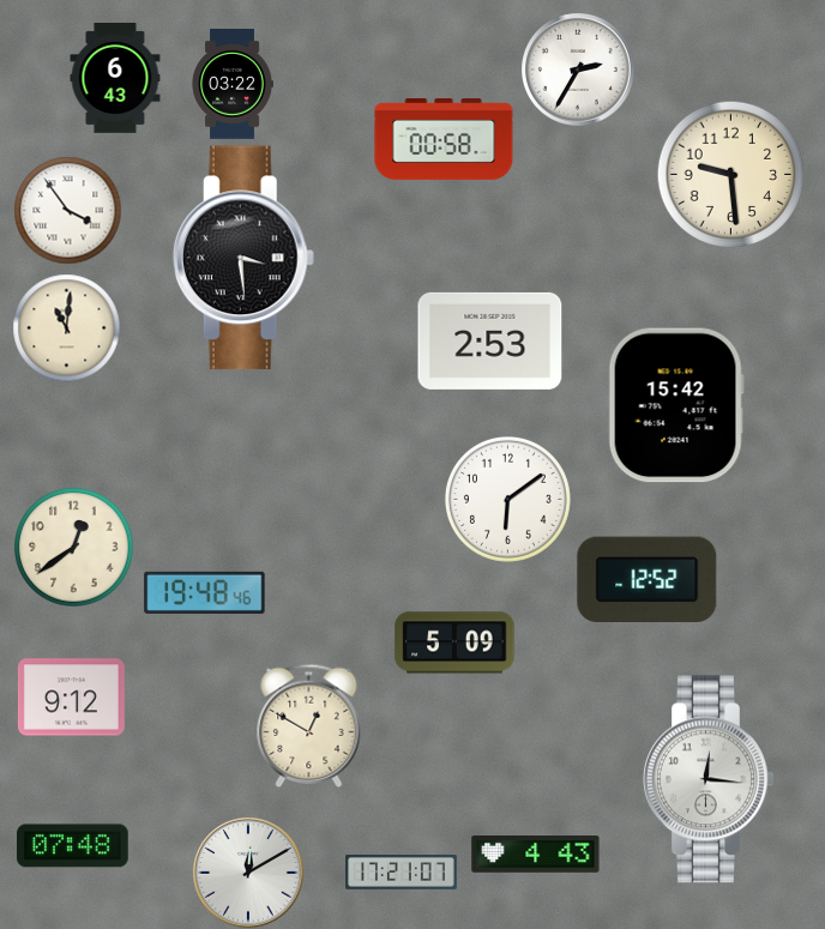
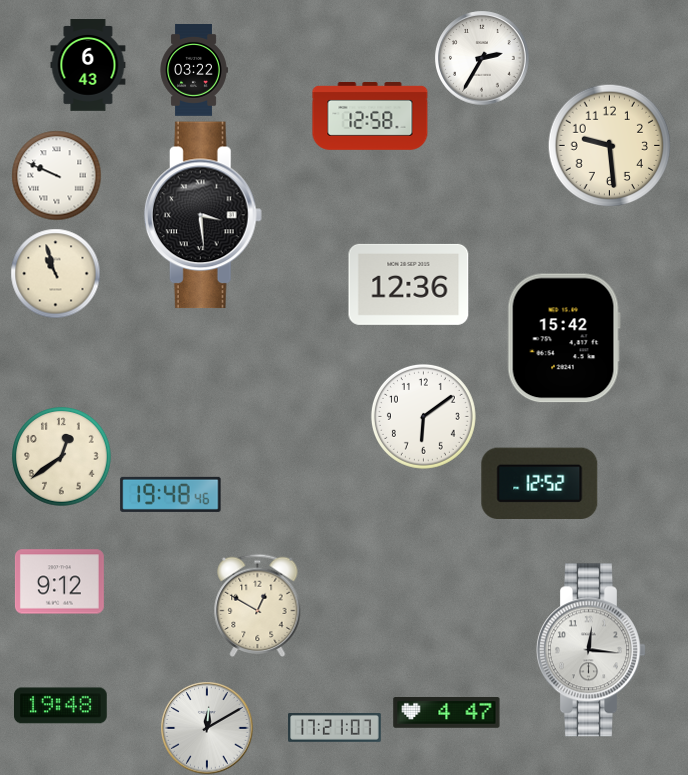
clock at (115, 78) position: (115, 78) -> (88, 65)
clock at (444, 140): 00:58 -> 12:58
clock at (67, 210): 3:54 -> 9:49
clock at (66, 327): 11:01 -> 10:57
clock at (490, 340): 2:53 -> 12:36
clock at (454, 643): 5:09 -> none
clock at (73, 846): 07:48 -> 19:48
clock at (536, 855): 4:43 -> 4:47
